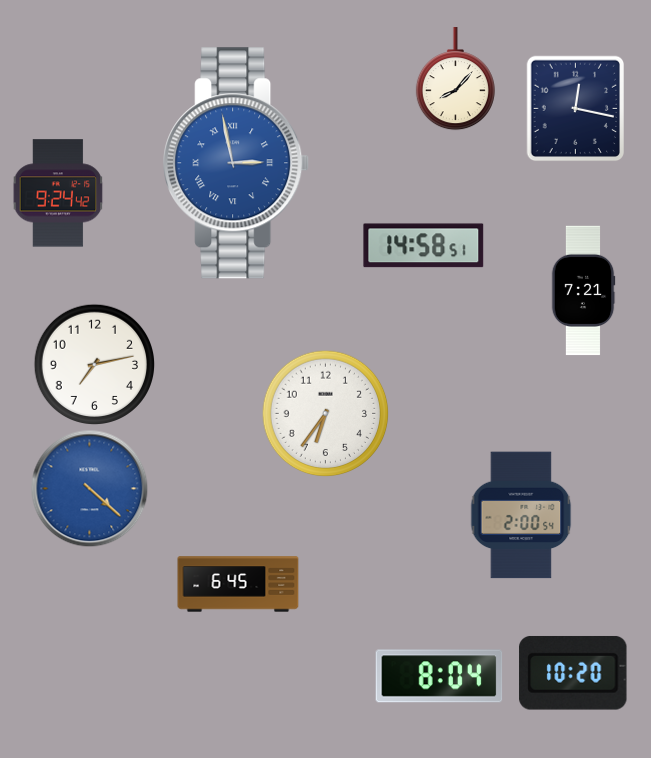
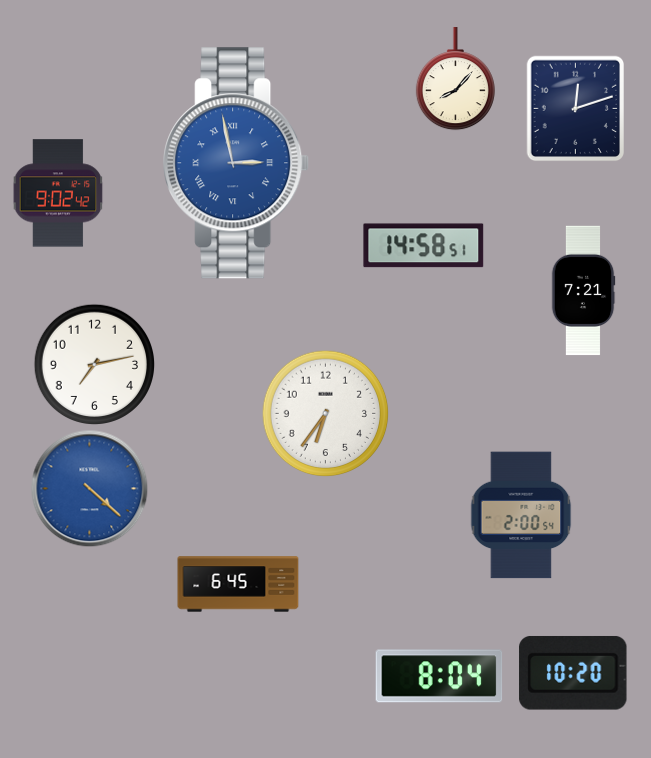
clock at (576, 109): 12:17 -> 12:12
clock at (58, 193): 9:24 -> 9:02
